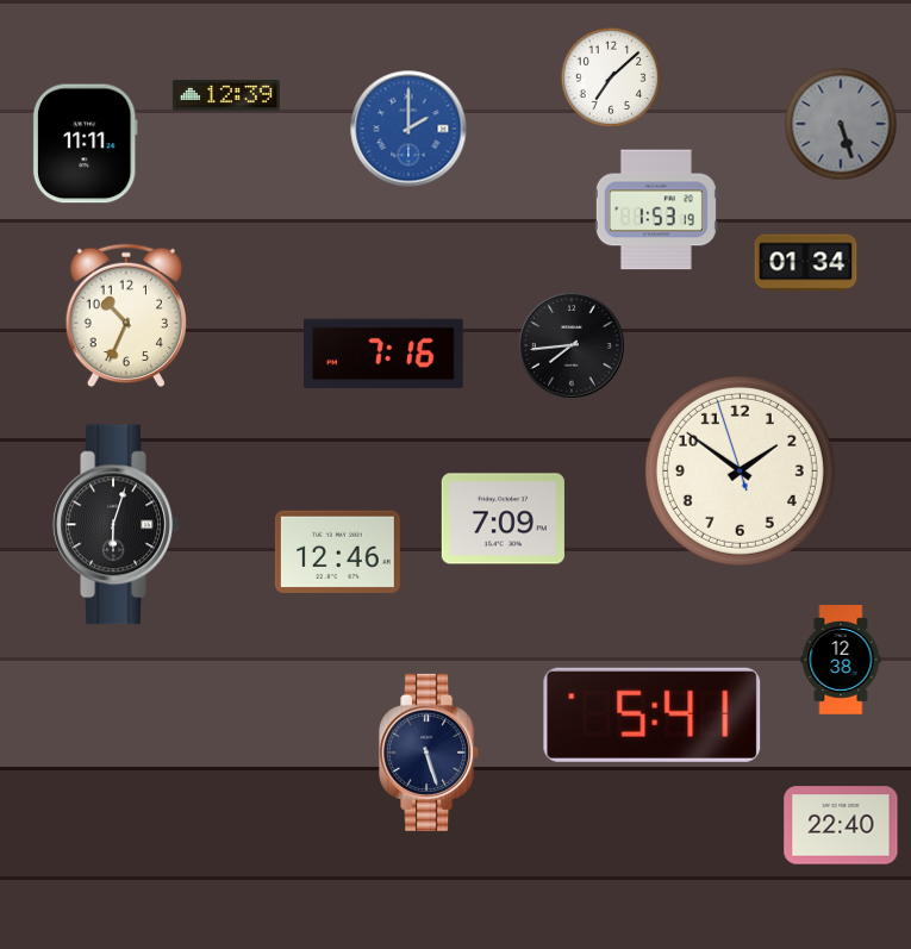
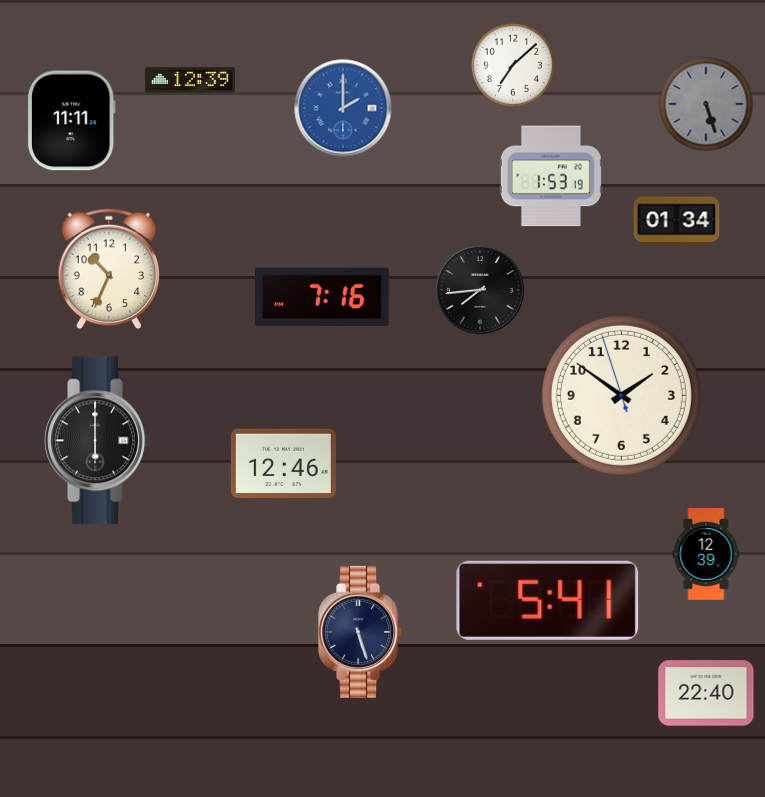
clock at (126, 316) position: (126, 316) -> (109, 269)
clock at (503, 519): 7:09 -> none
clock at (117, 525): 6:03 -> 6:00
clock at (841, 660): 12:38 -> 12:39
